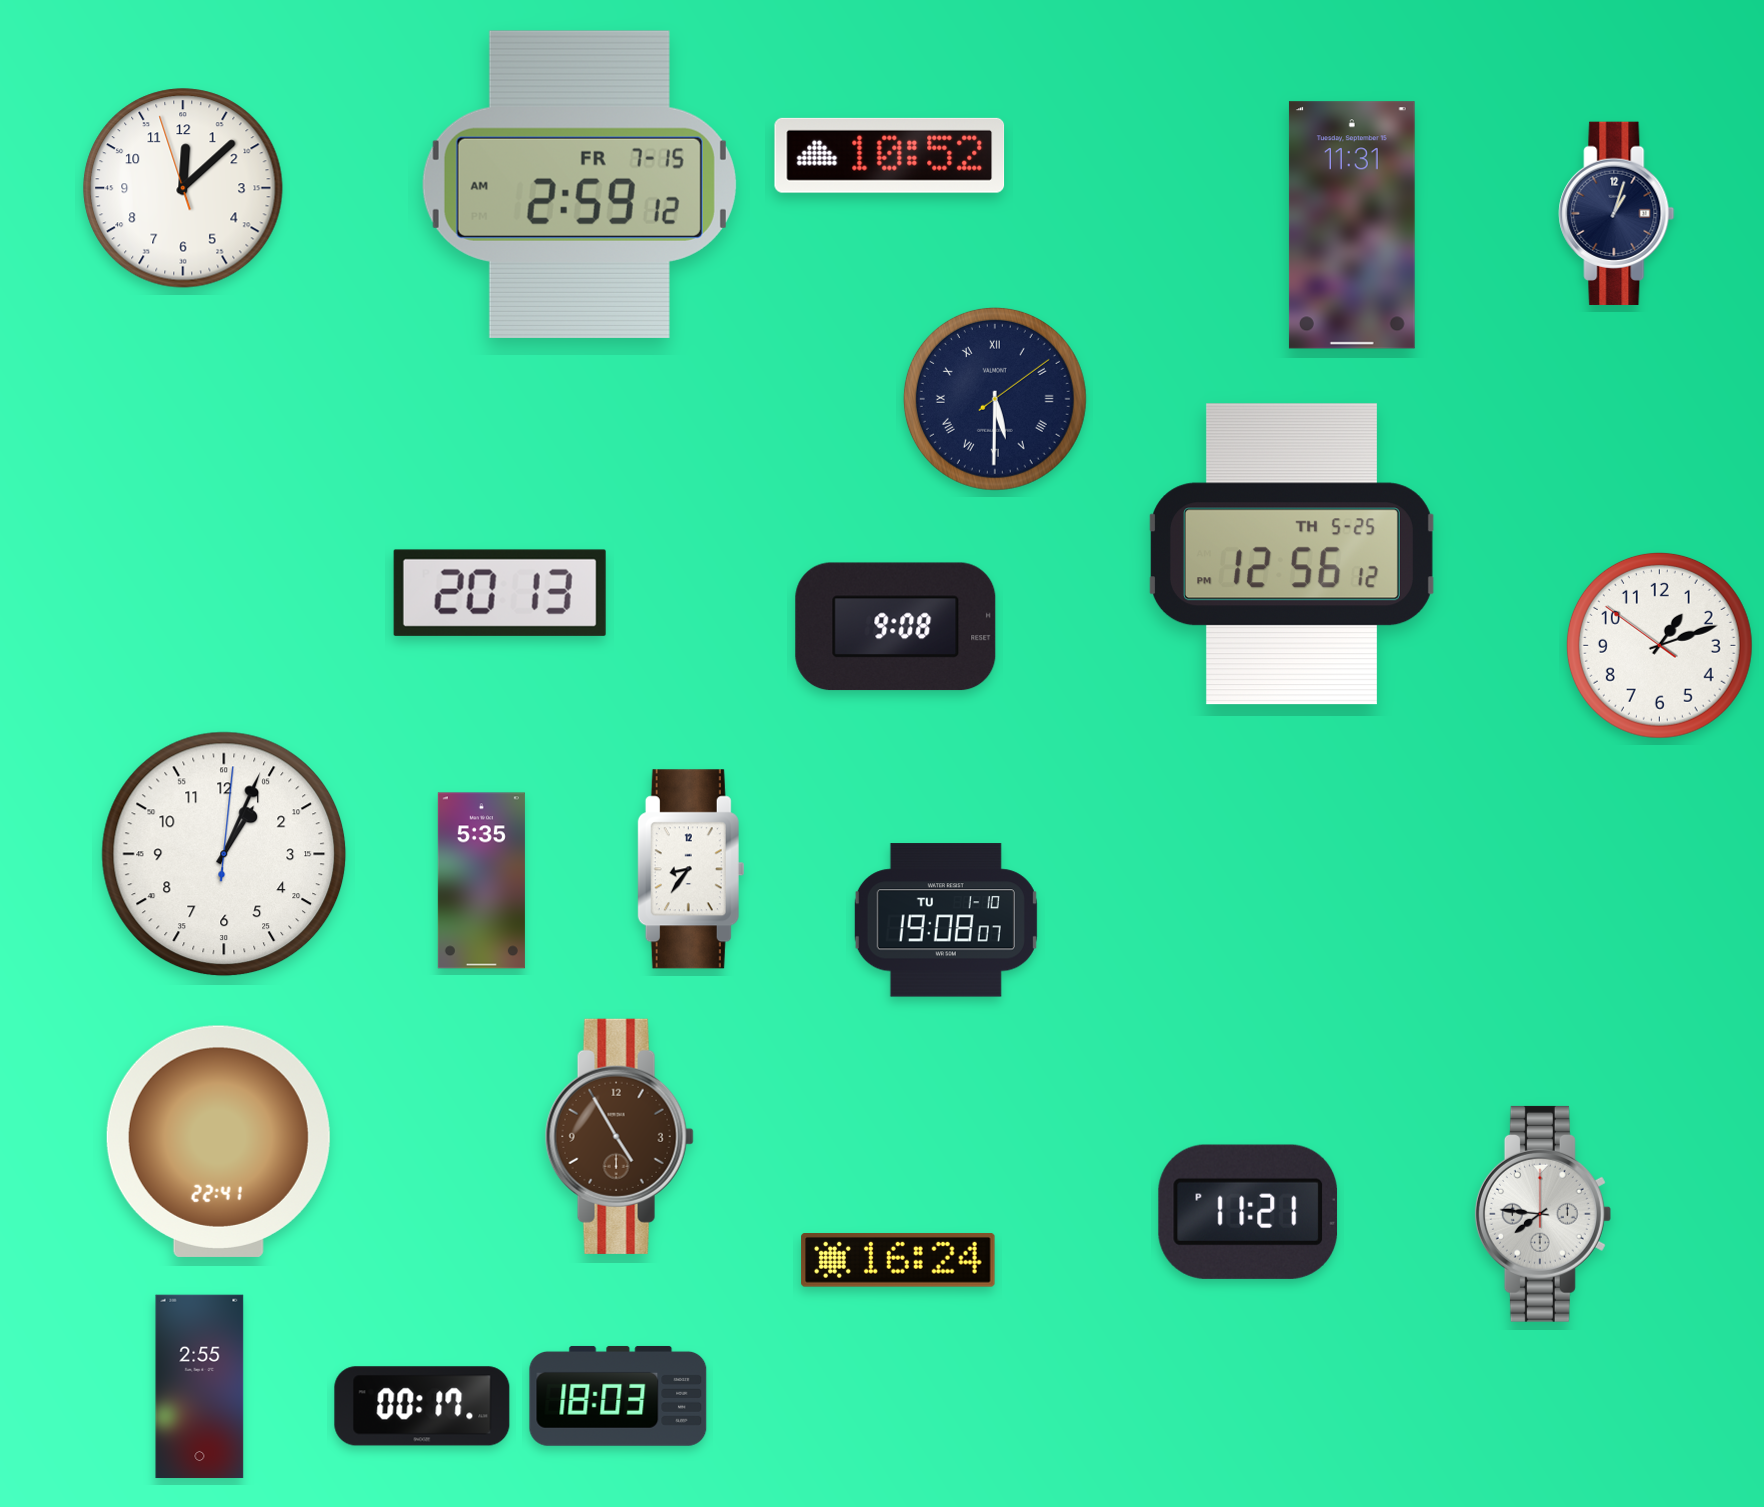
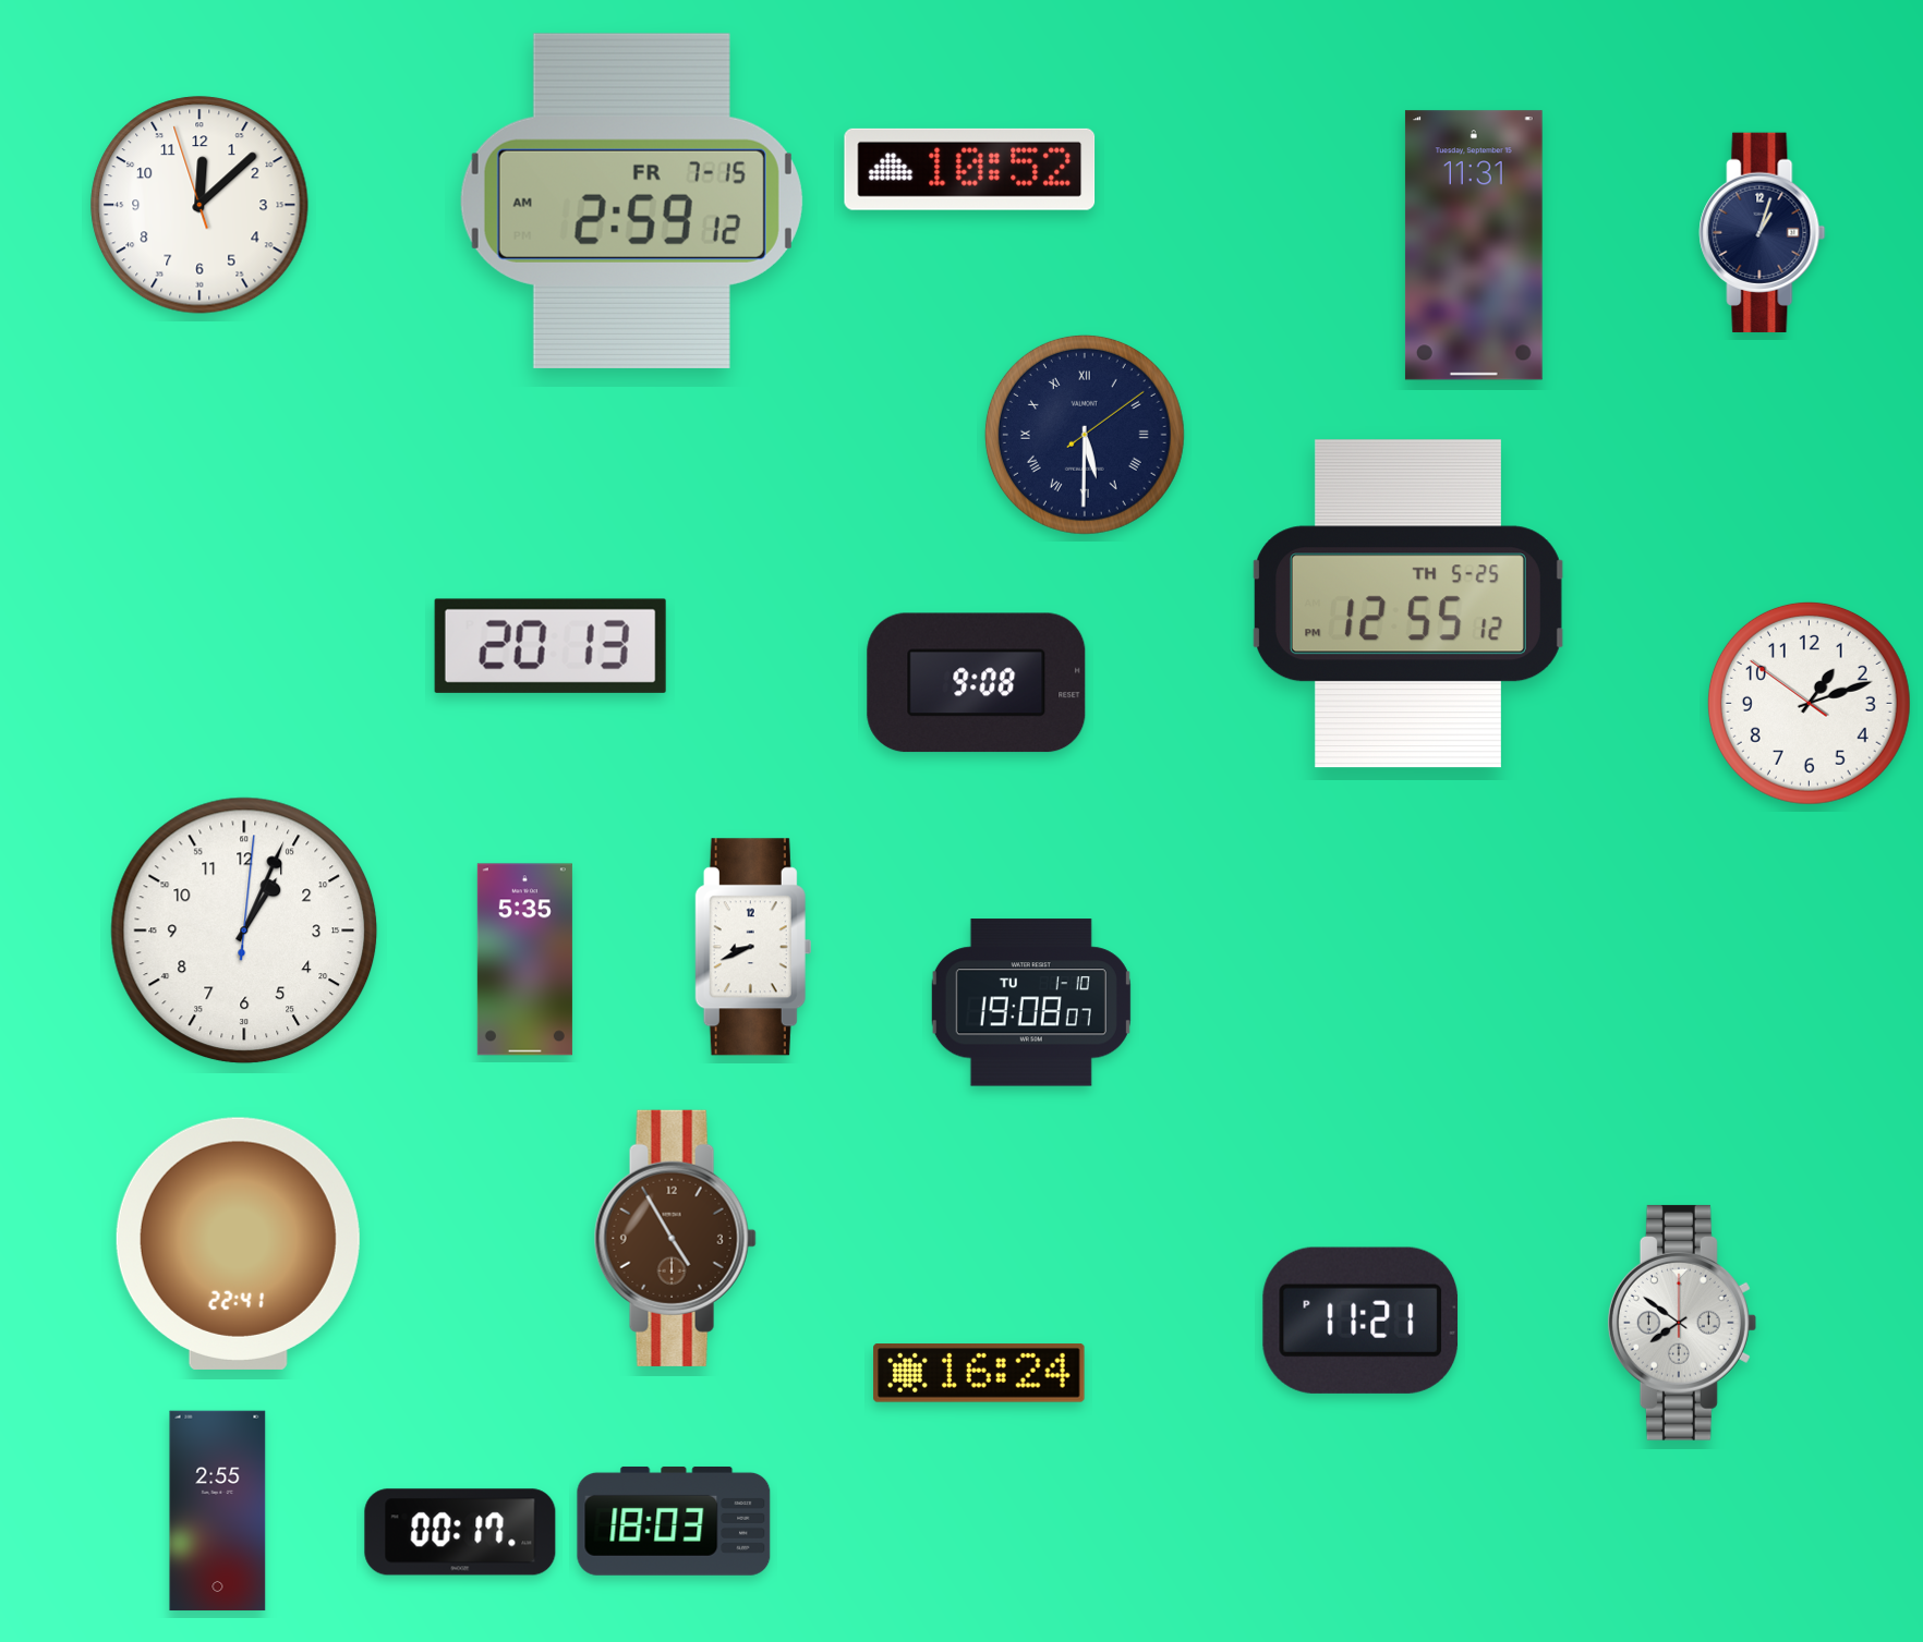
clock at (1293, 554): 12:56 -> 12:55
clock at (500, 593) position: (500, 593) -> (551, 646)
clock at (691, 869): 8:36 -> 8:41
clock at (1543, 1214): 7:46 -> 7:51
